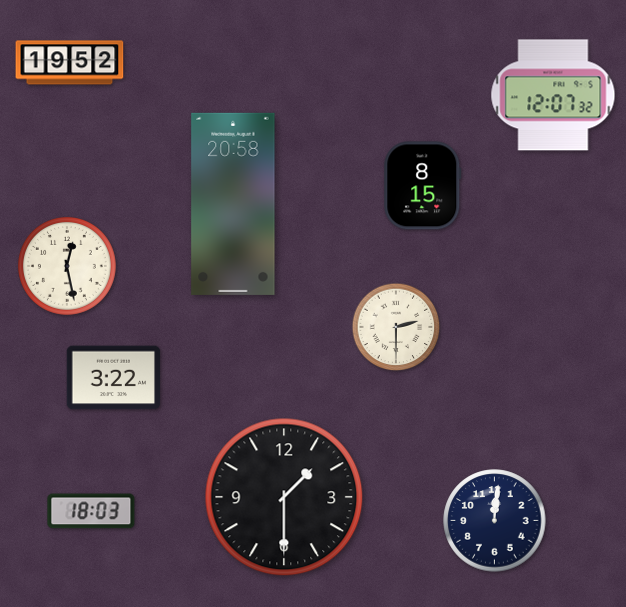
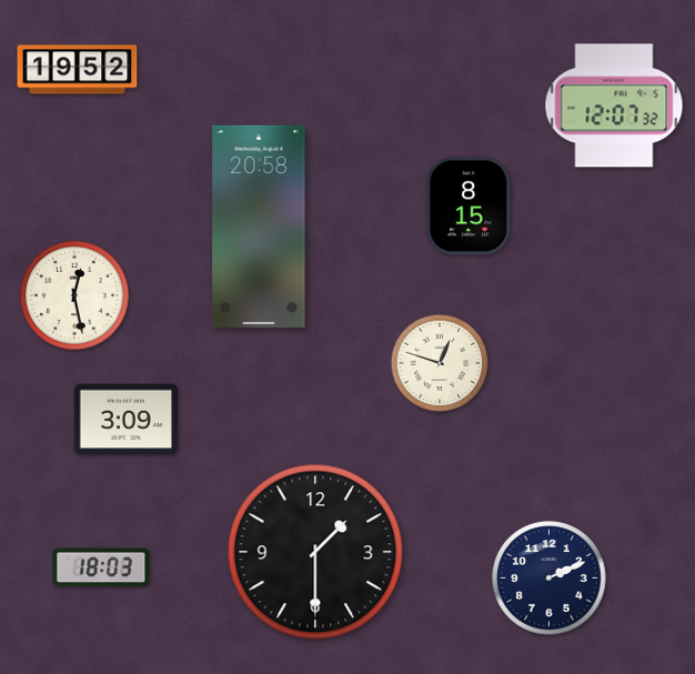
clock at (396, 327): 2:30 -> 12:48
clock at (114, 378): 3:22 -> 3:09
clock at (495, 521): 12:01 -> 2:11
